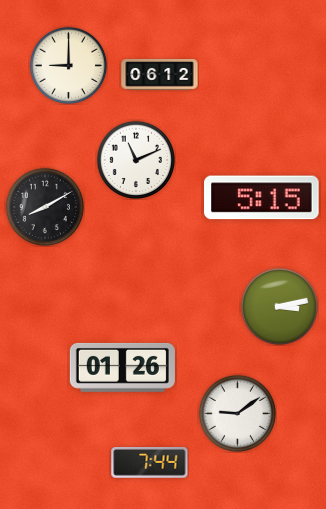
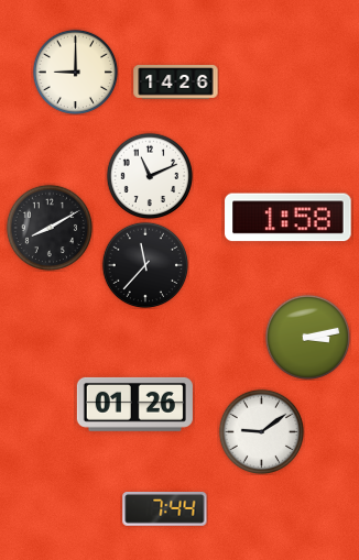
clock at (160, 75): 06:12 -> 14:26
clock at (262, 198): 5:15 -> 1:58
clock at (144, 264): none -> 11:37
clock at (237, 413) position: (237, 413) -> (261, 431)
